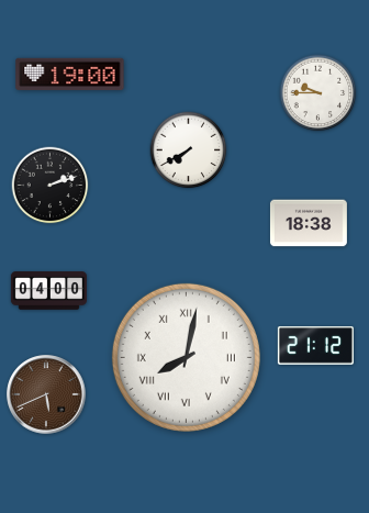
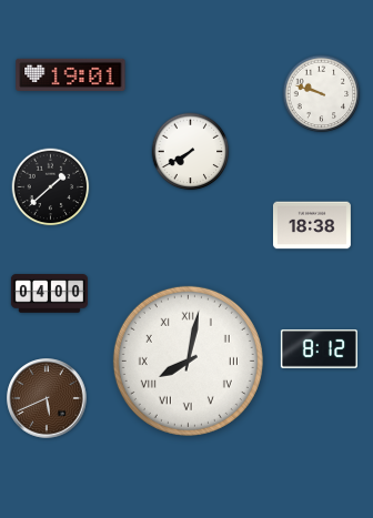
clock at (70, 74): 19:00 -> 19:01
clock at (318, 93): 9:45 -> 9:48
clock at (51, 186): 2:12 -> 1:38
clock at (315, 346): 21:12 -> 8:12
